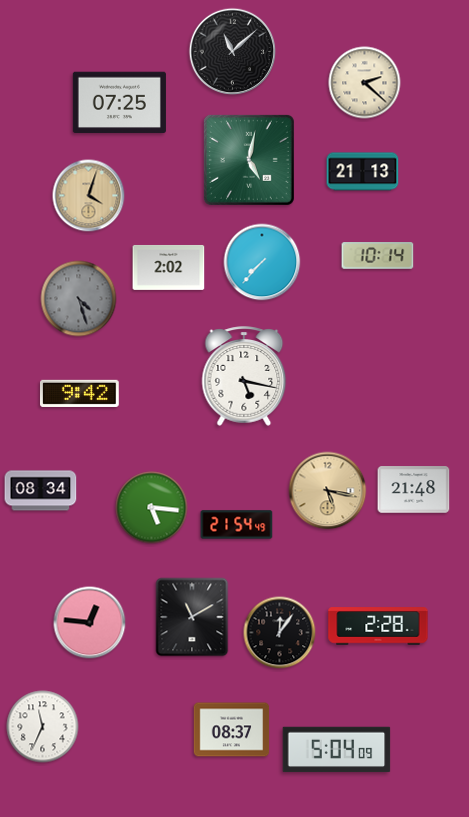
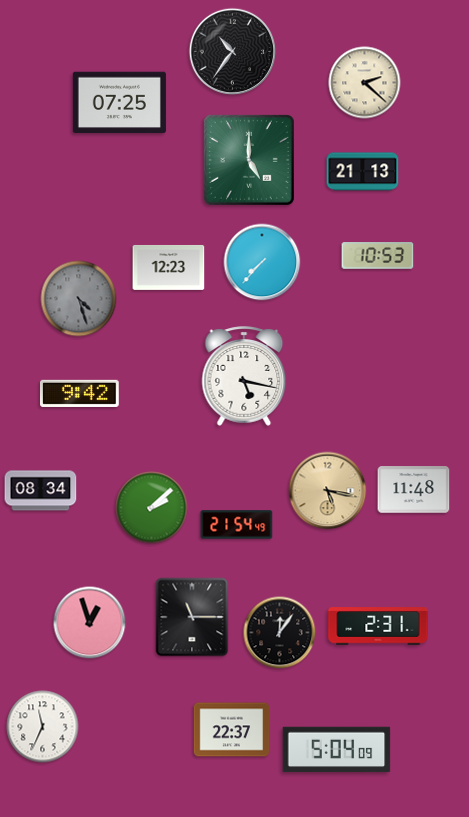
clock at (233, 52): 11:08 -> 10:36
clock at (249, 160): 5:02 -> 5:00
clock at (89, 196): 4:03 -> none
clock at (378, 256): 10:14 -> 10:53
clock at (169, 267): 2:02 -> 12:23
clock at (414, 490): 21:48 -> 11:48
clock at (152, 508): 5:16 -> 2:08
clock at (192, 617): 11:10 -> 11:15
clock at (90, 623): 12:46 -> 12:57
clock at (378, 626): 2:28 -> 2:31
clock at (232, 730): 08:37 -> 22:37
